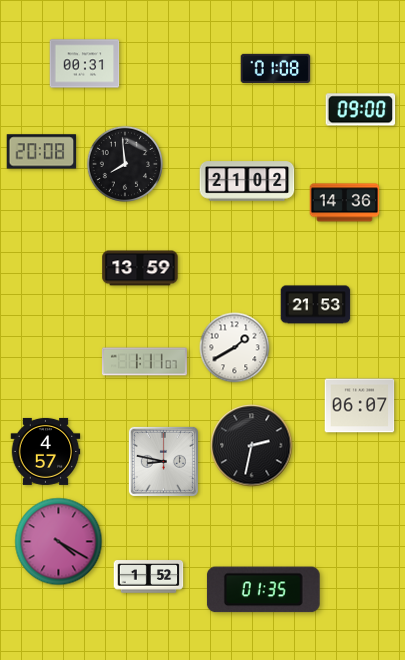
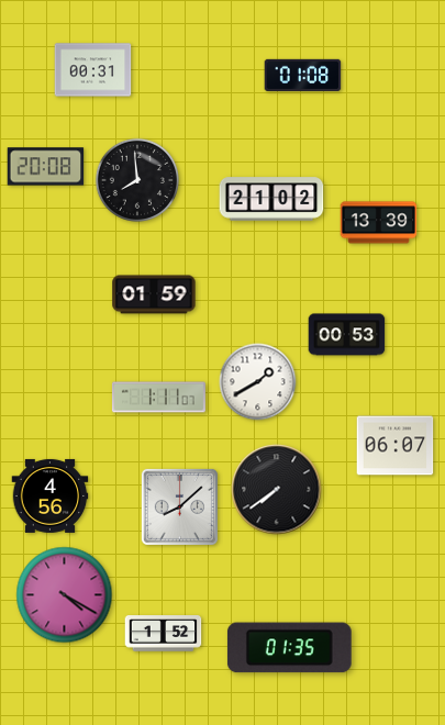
clock at (361, 110): 09:00 -> none
clock at (345, 203): 14:36 -> 13:39
clock at (140, 268): 13:59 -> 01:59
clock at (316, 305): 21:53 -> 00:53
clock at (252, 446): 2:32 -> 7:39
clock at (46, 451): 4:57 -> 4:56
clock at (163, 461): 8:47 -> 8:08
